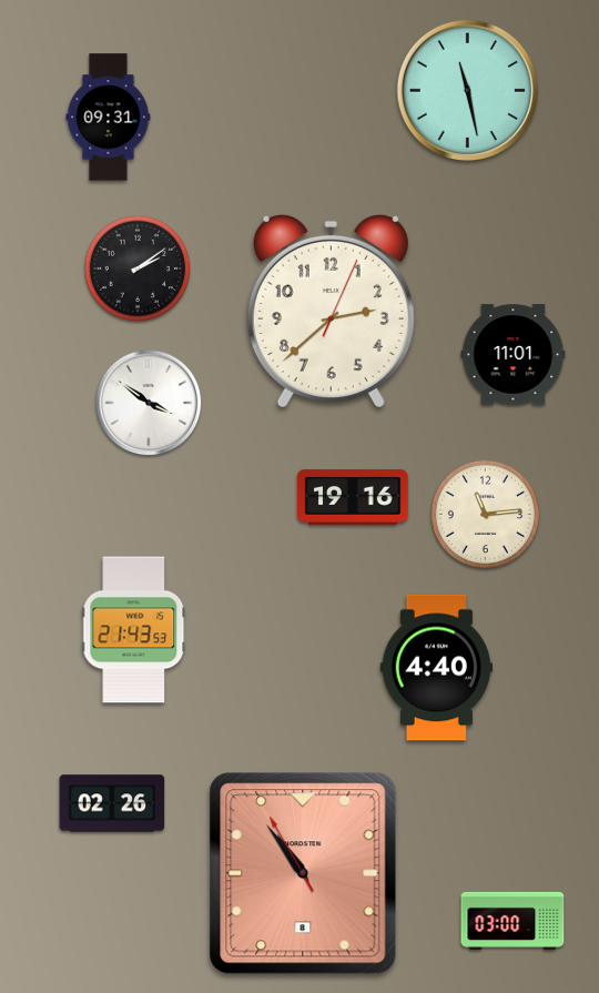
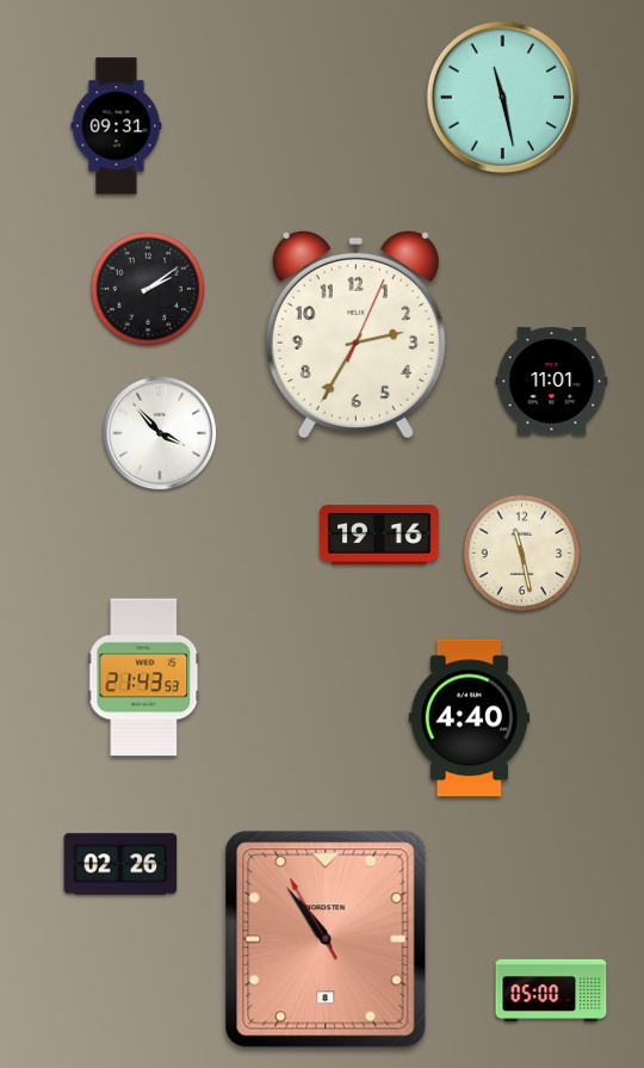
clock at (331, 311): 2:38 -> 2:35
clock at (149, 403): 3:51 -> 3:53
clock at (485, 514): 11:14 -> 11:28
clock at (512, 921): 03:00 -> 05:00
